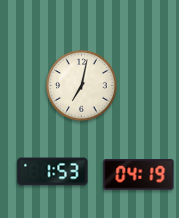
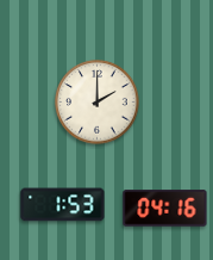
clock at (82, 86): 7:02 -> 2:00
clock at (139, 175): 04:19 -> 04:16
